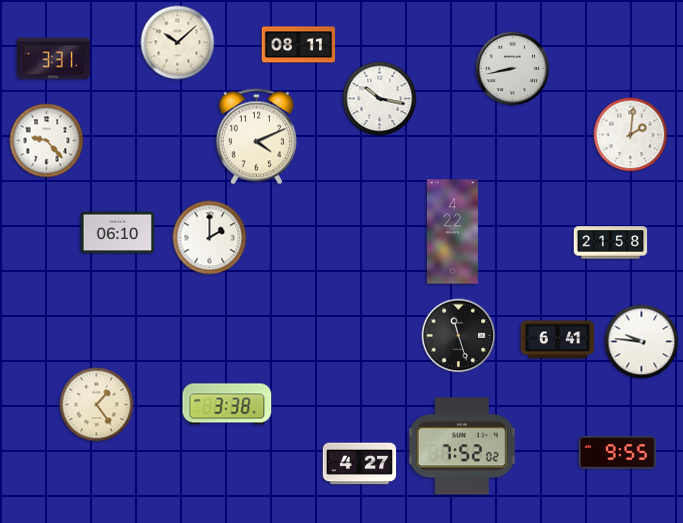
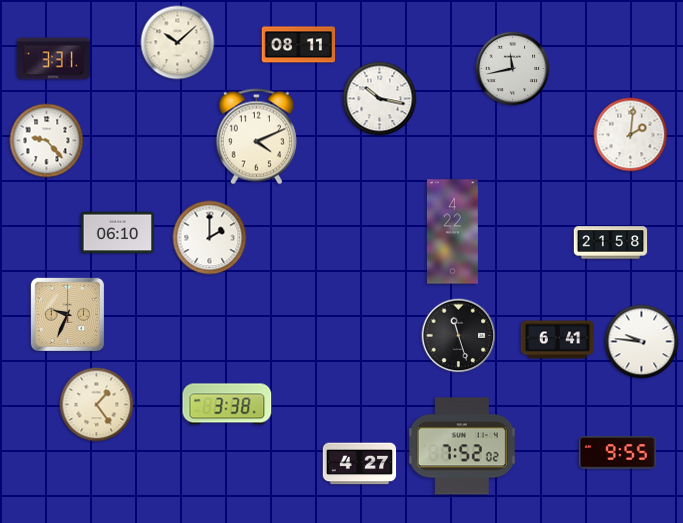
clock at (513, 69): 8:43 -> 11:43
clock at (67, 314): none -> 9:34
